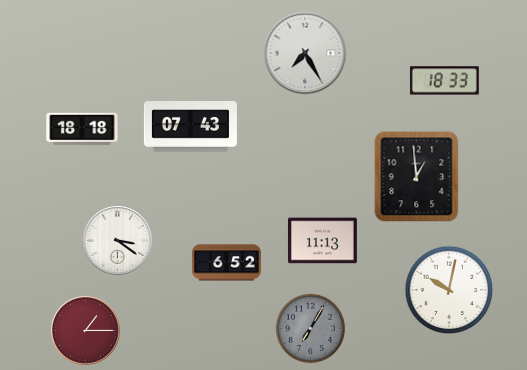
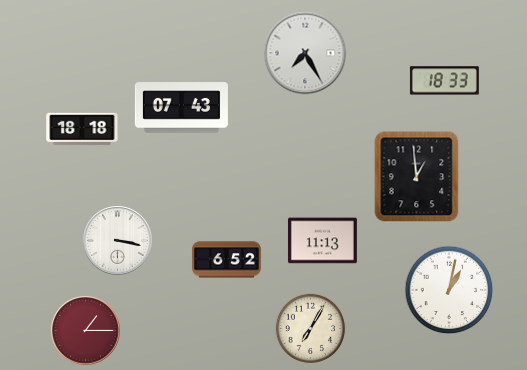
clock at (190, 127) position: (190, 127) -> (181, 108)
clock at (118, 241): 3:21 -> 3:17
clock at (226, 263) position: (226, 263) -> (226, 260)
clock at (449, 290): 10:02 -> 1:02
clock at (311, 329) dial: grey -> cream
